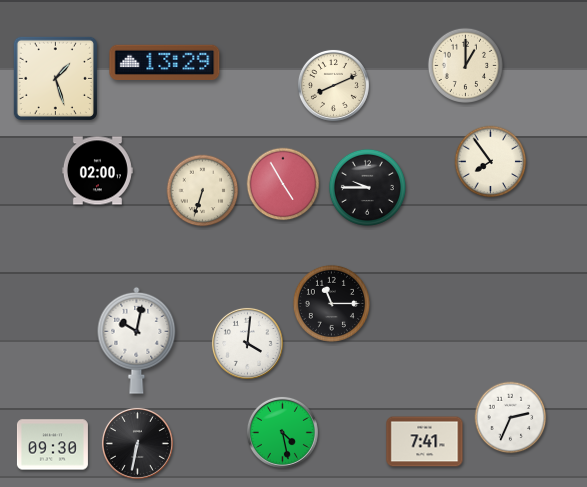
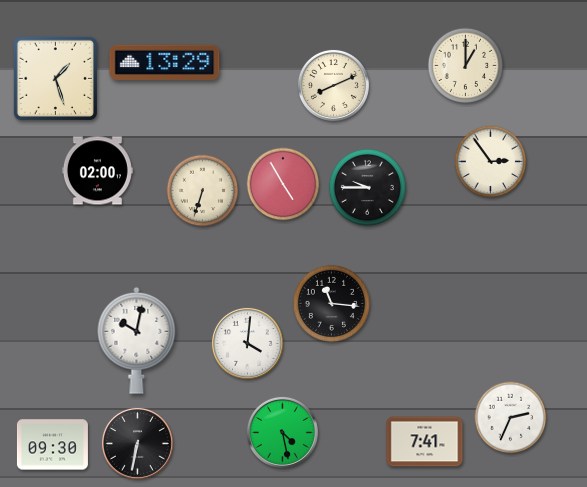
clock at (491, 162): 7:54 -> 2:54
clock at (331, 303): 11:15 -> 11:16
